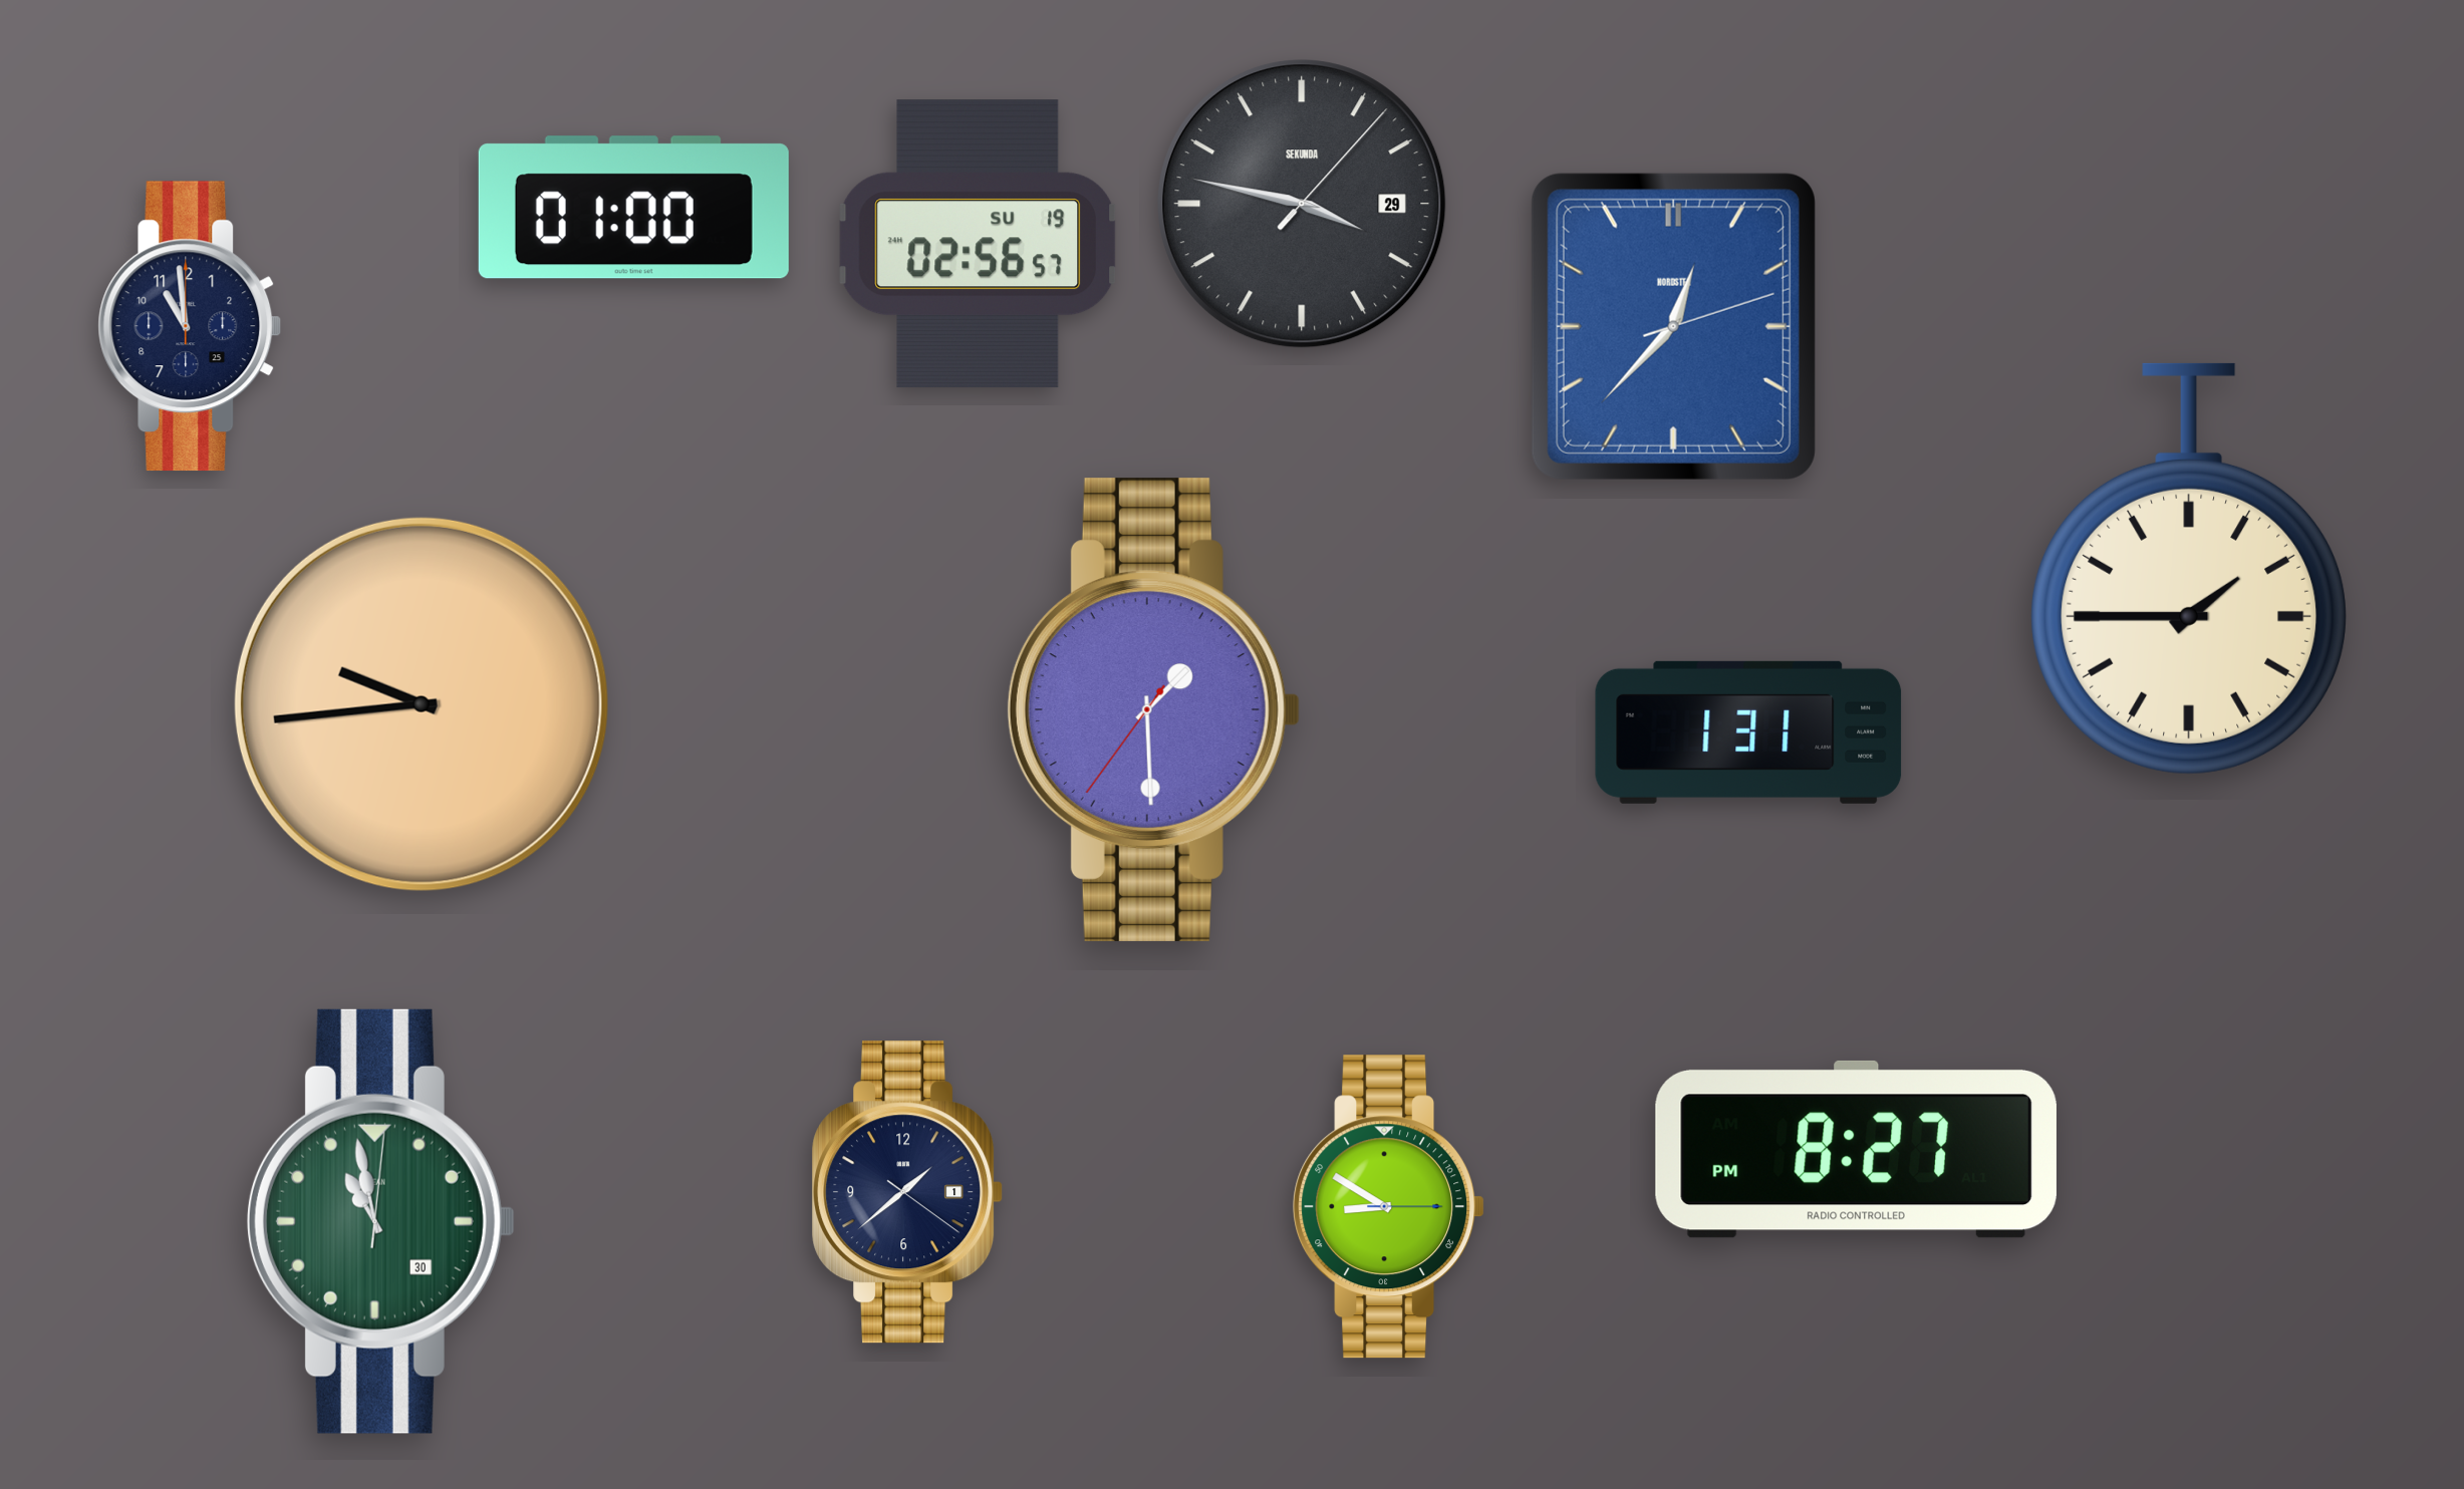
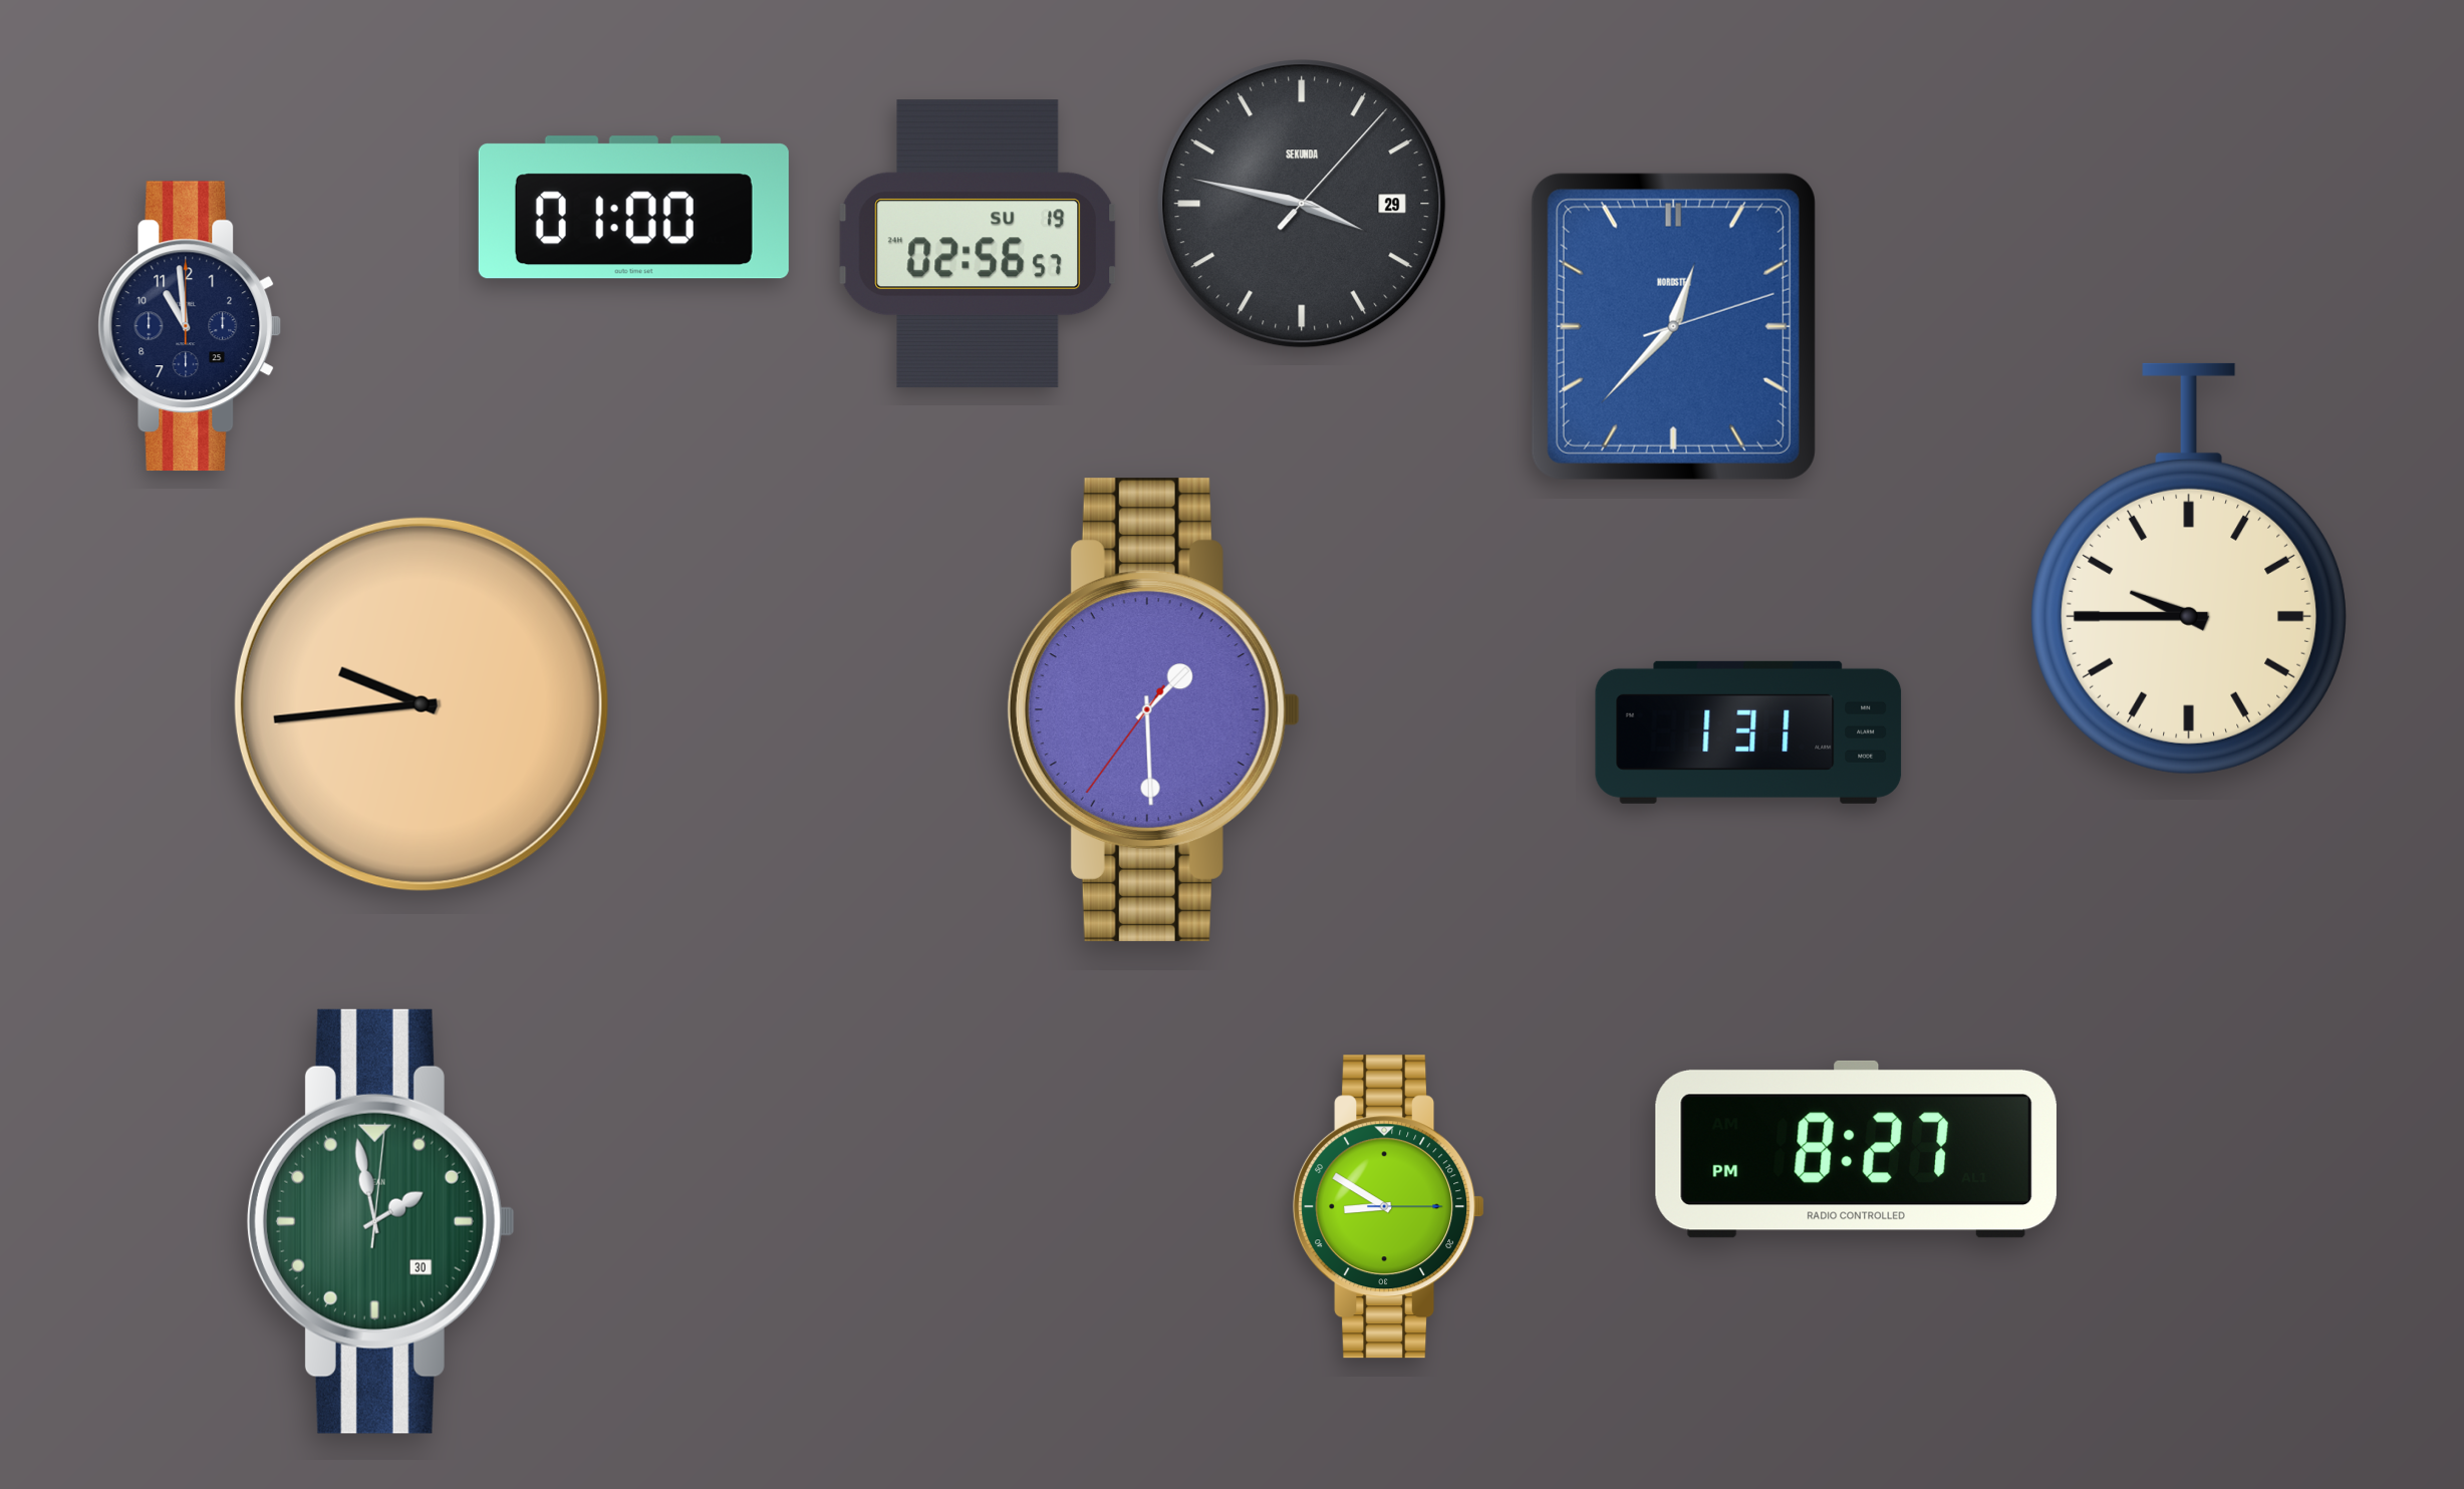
clock at (2189, 569): 1:45 -> 9:45
clock at (907, 1192): 1:38 -> none
clock at (380, 1221): 10:58 -> 1:58
